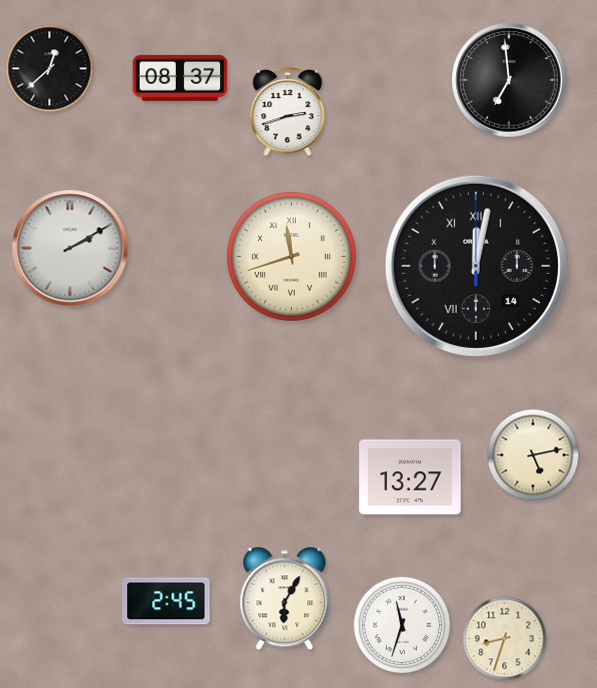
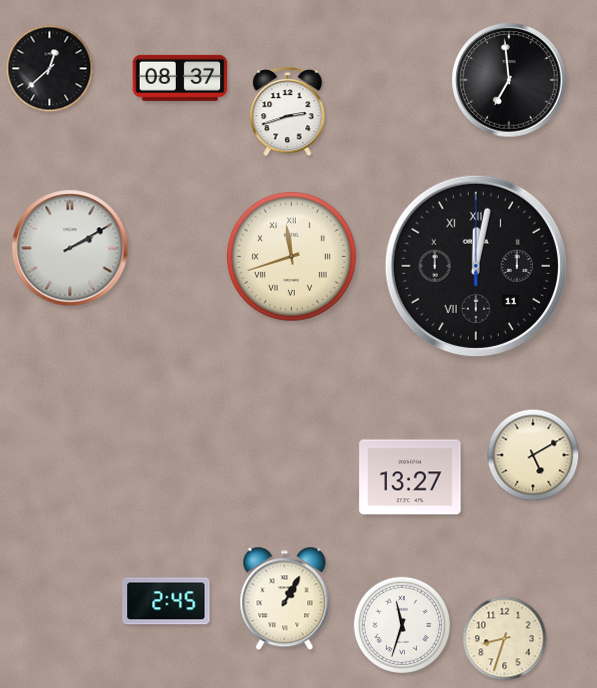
clock at (476, 266) date: 14 -> 11
clock at (533, 455): 5:13 -> 5:10
clock at (285, 599): 6:05 -> 1:05
